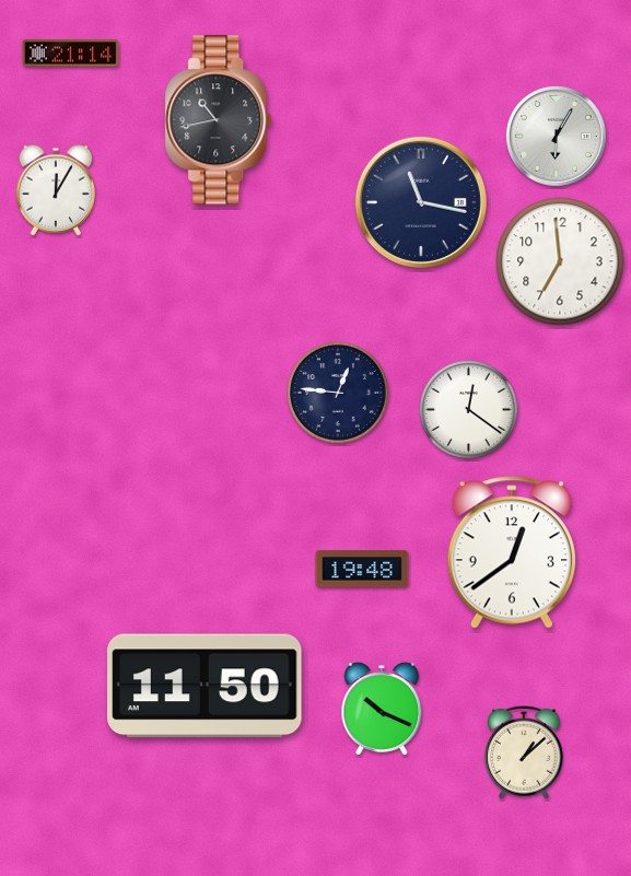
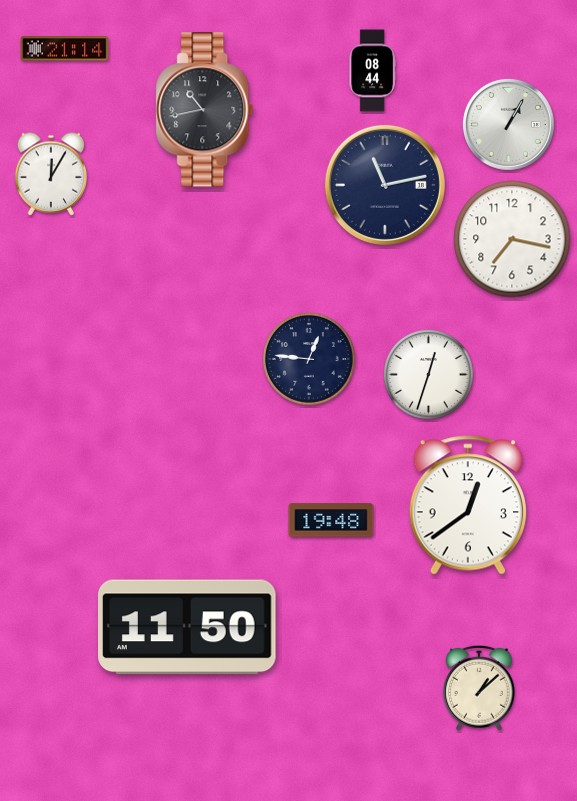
clock at (372, 71): none -> 08:44
clock at (219, 120) position: (219, 120) -> (205, 110)
clock at (557, 137): 6:05 -> 1:05
clock at (421, 202): 11:17 -> 11:13
clock at (560, 261): 6:59 -> 7:17
clock at (469, 410): 12:21 -> 12:33
clock at (382, 709): 10:19 -> none
